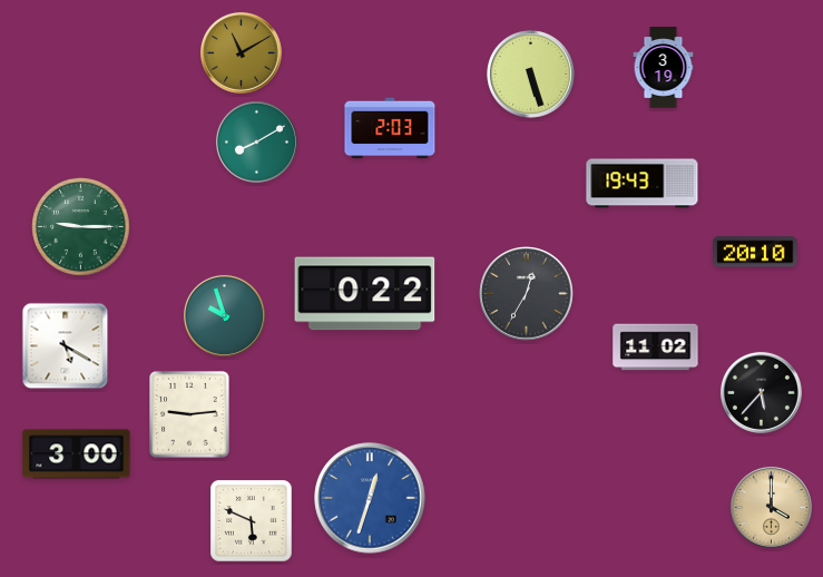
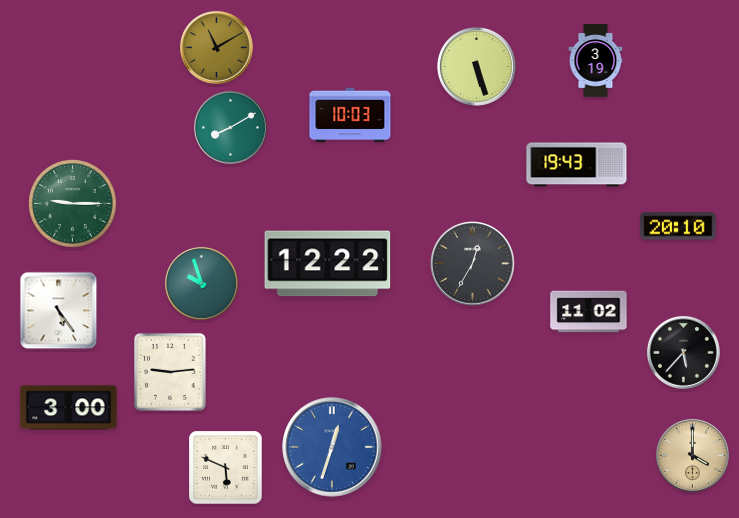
clock at (390, 128): 2:03 -> 10:03
clock at (365, 294): 0:22 -> 12:22
clock at (66, 346): 5:20 -> 5:24
